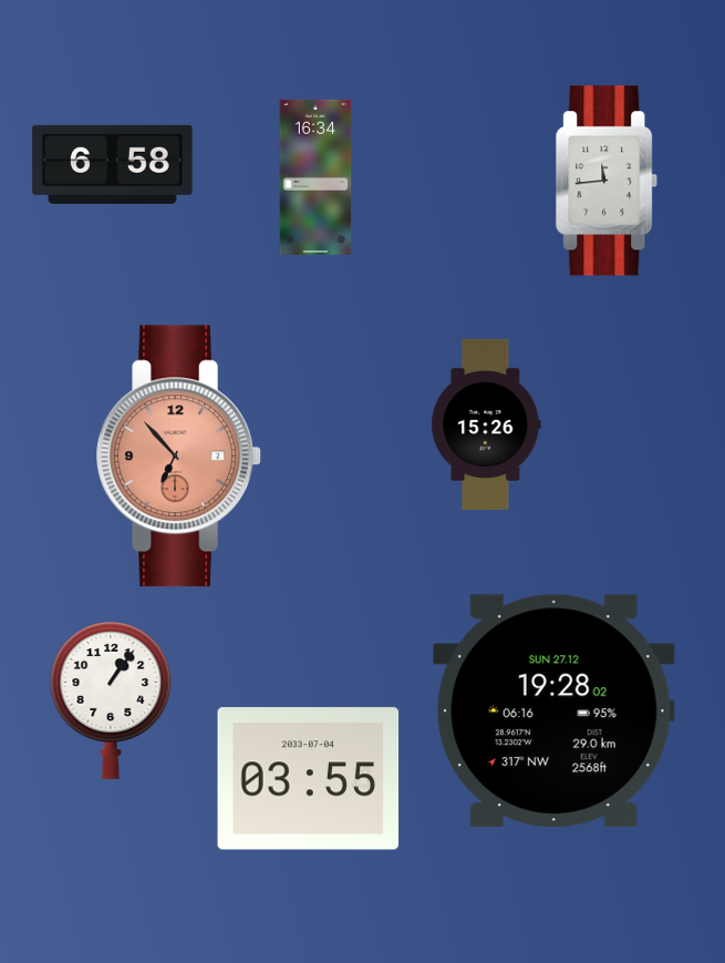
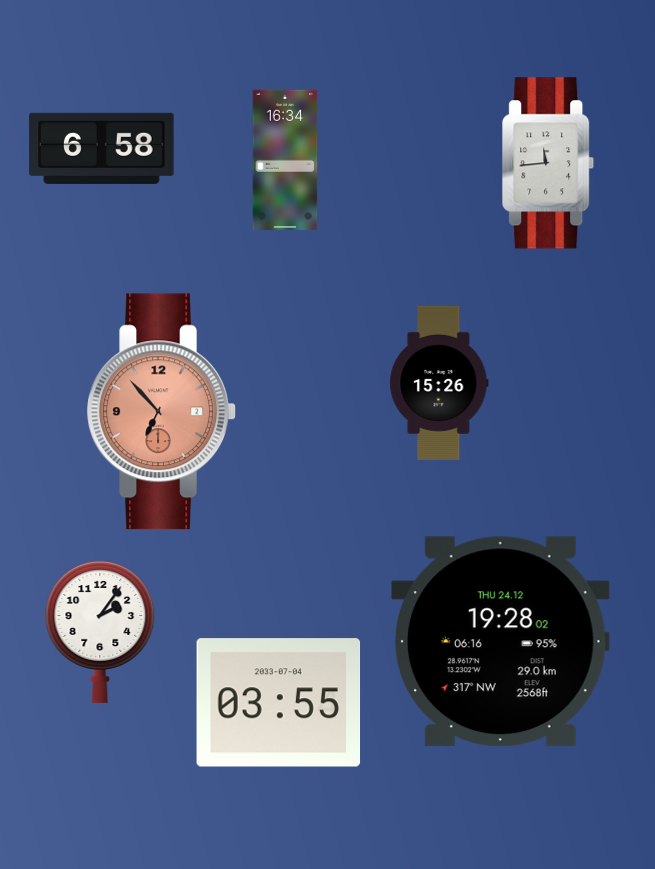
clock at (111, 700): 1:06 -> 2:06
clock at (553, 711) date: SUN 27.12 -> THU 24.12
